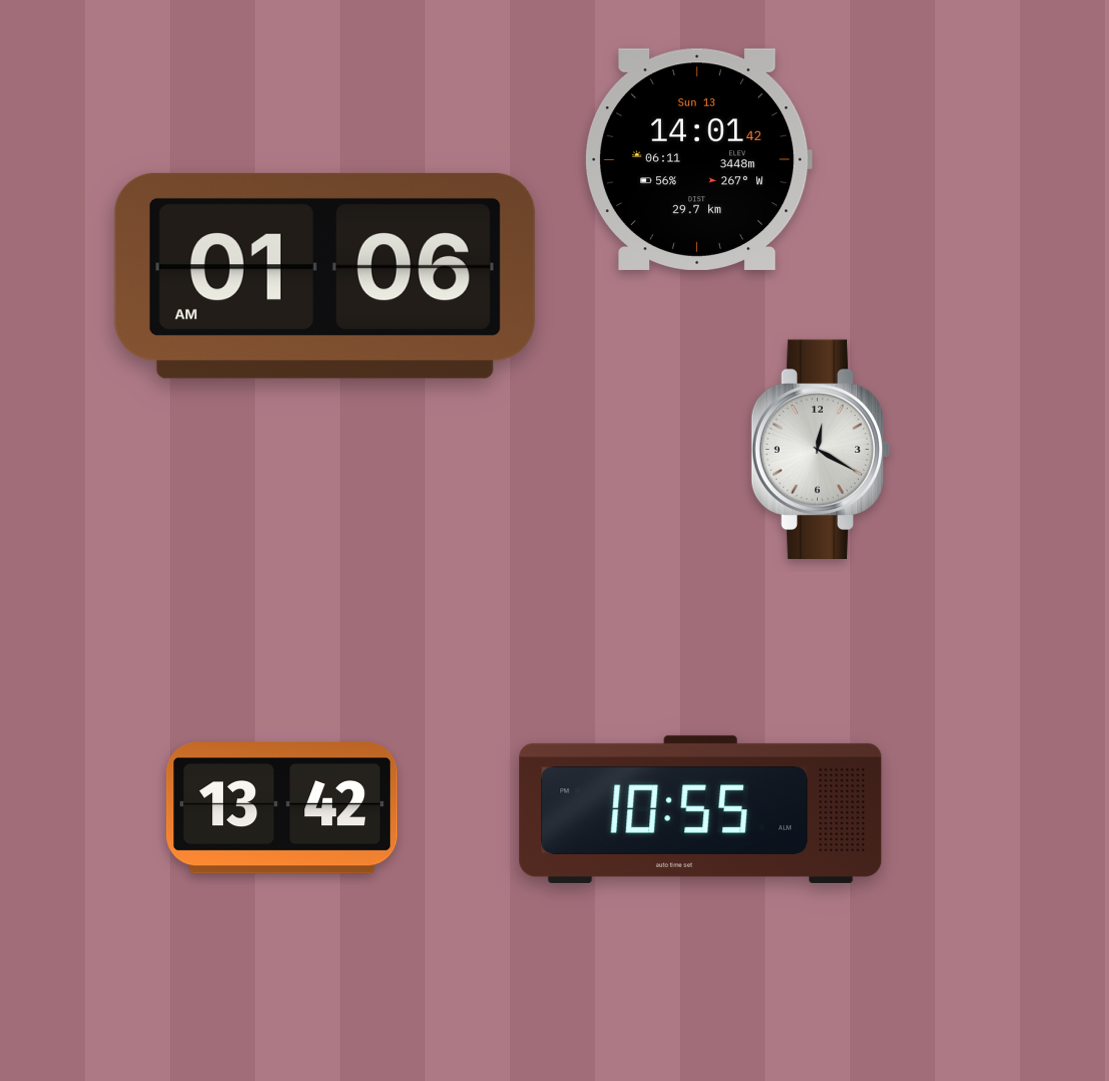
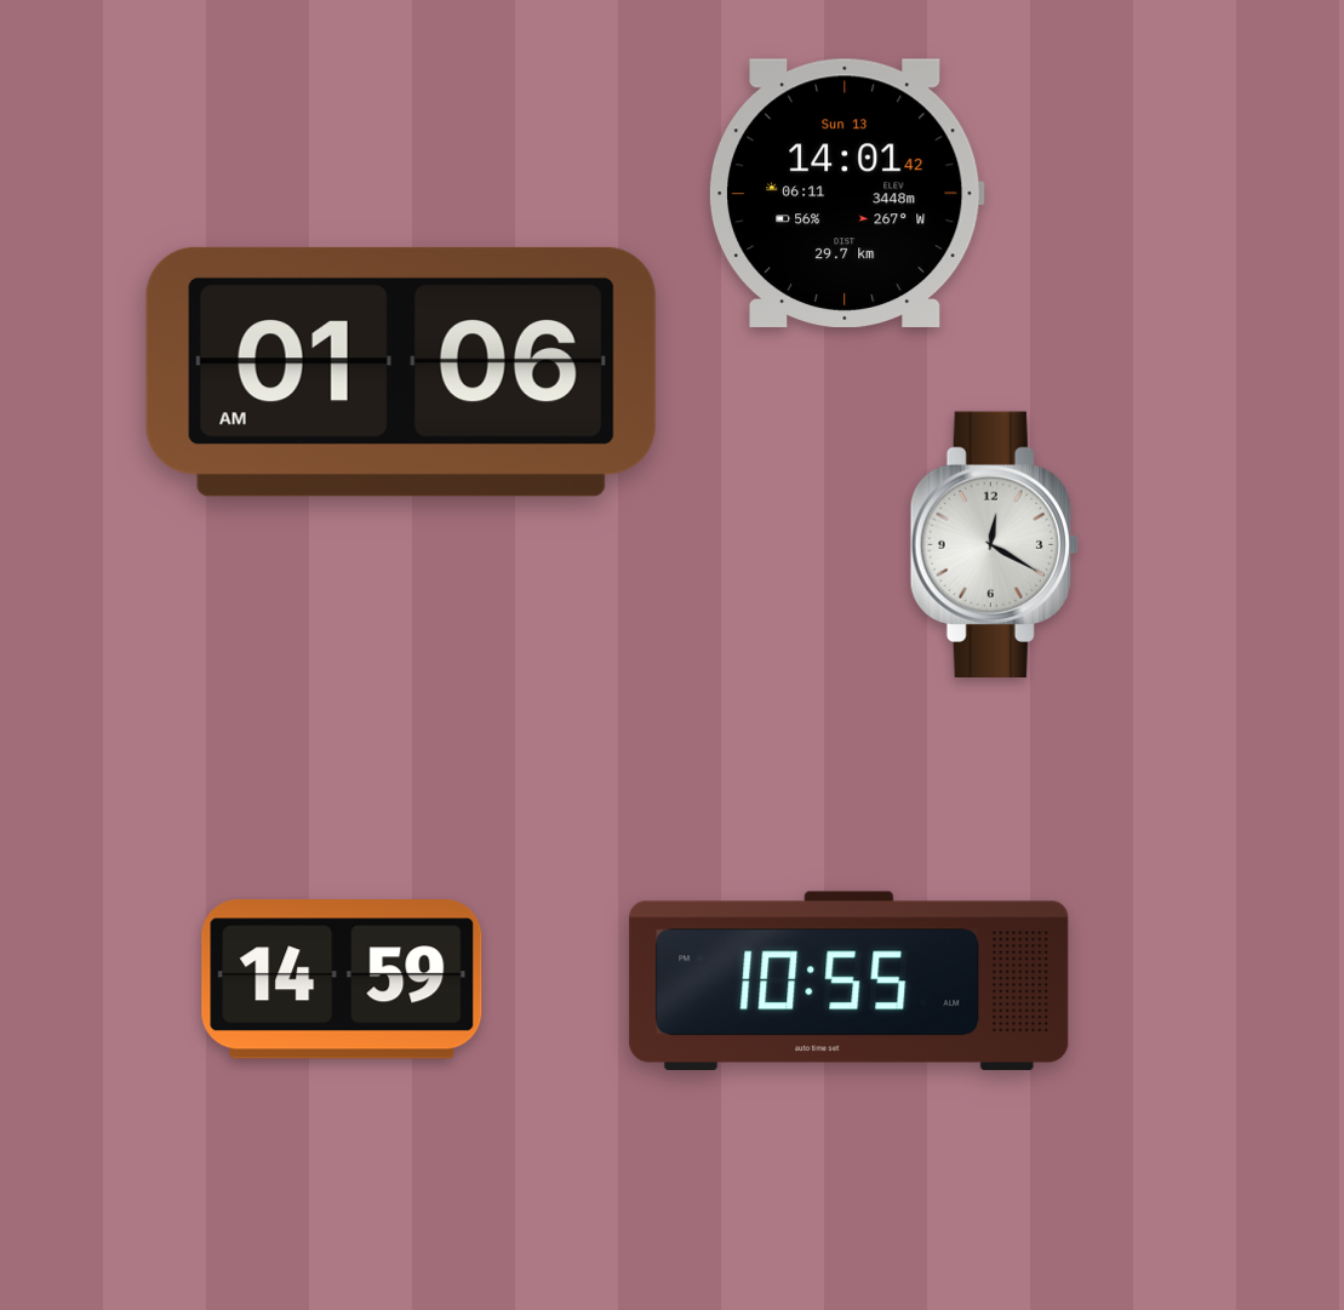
clock at (325, 276) position: (325, 276) -> (401, 372)
clock at (282, 808): 13:42 -> 14:59
